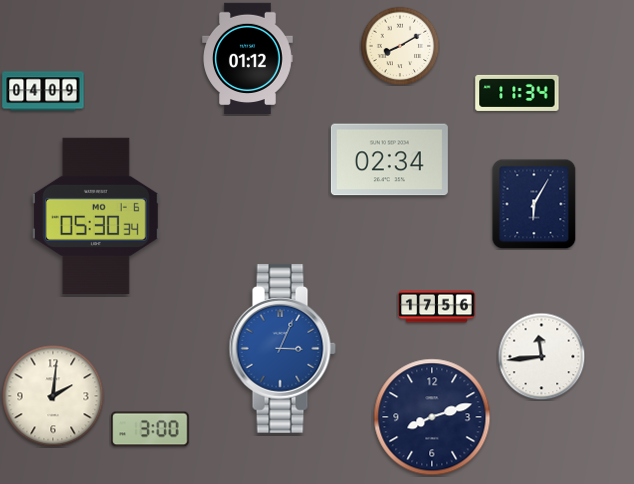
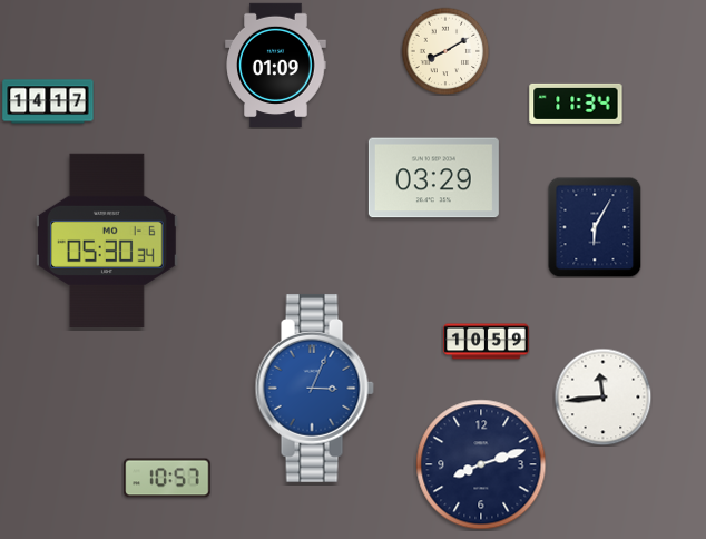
clock at (248, 59): 01:12 -> 01:09
clock at (43, 91): 04:09 -> 14:17
clock at (389, 160): 02:34 -> 03:29
clock at (437, 307): 17:56 -> 10:59
clock at (53, 396): 2:01 -> none
clock at (150, 429): 3:00 -> 10:57
